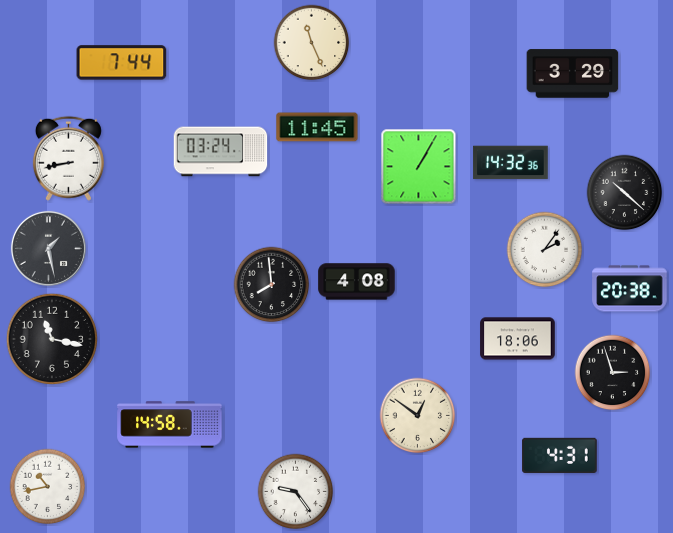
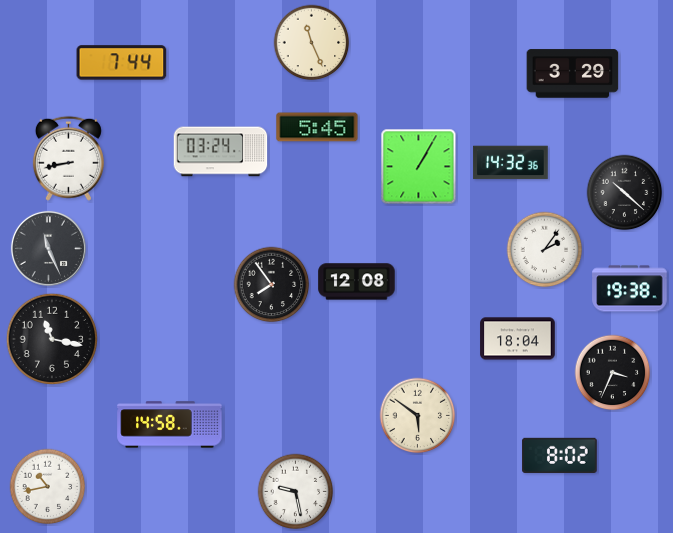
clock at (317, 127): 11:45 -> 5:45
clock at (48, 248): 1:28 -> 11:26
clock at (357, 282): 4:08 -> 12:08
clock at (272, 285): 7:59 -> 7:54
clock at (630, 289): 20:38 -> 19:38
clock at (518, 339): 18:06 -> 18:04
clock at (613, 373): 2:57 -> 3:34
clock at (418, 416): 12:51 -> 5:51
clock at (560, 455): 4:31 -> 8:02
clock at (296, 492): 9:24 -> 9:28
